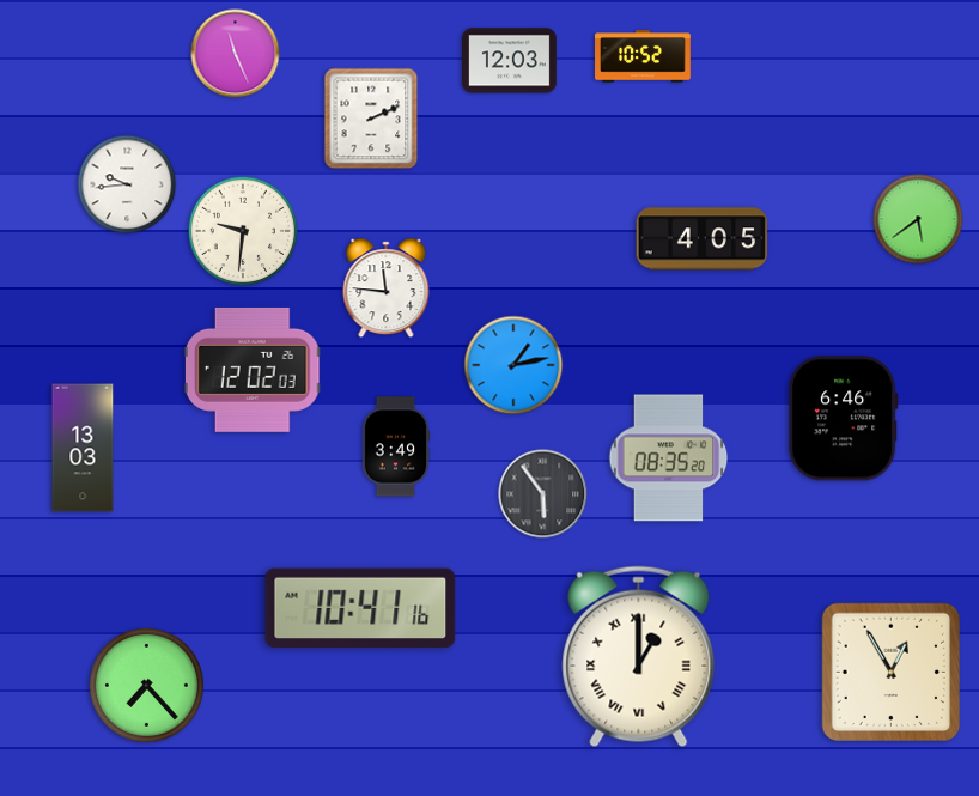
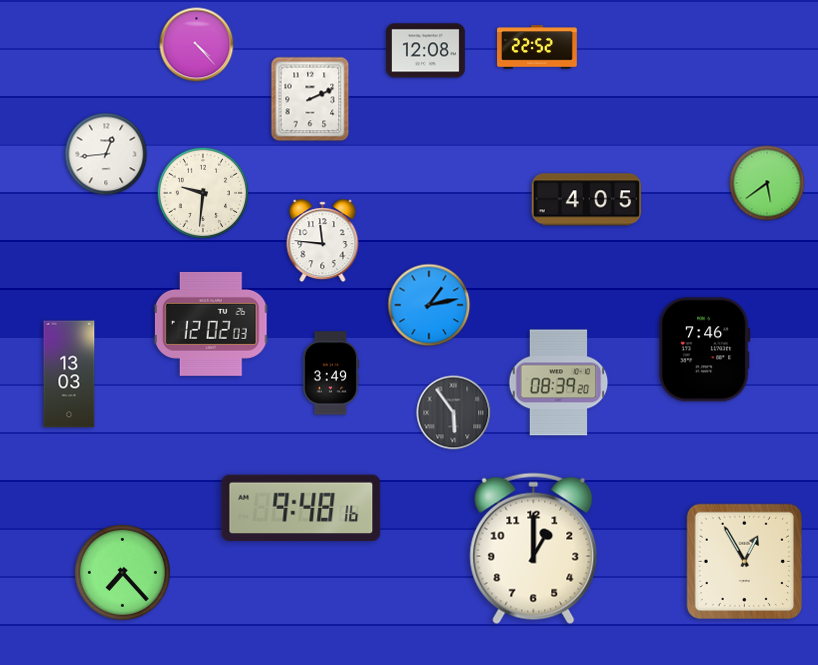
clock at (236, 54): 11:26 -> 4:23
clock at (643, 56): 10:52 -> 22:52
clock at (509, 61): 12:03 -> 12:08
clock at (127, 184): 9:44 -> 12:44
clock at (253, 370) position: (253, 370) -> (211, 324)
clock at (843, 419): 6:46 -> 7:46
clock at (669, 458): 08:35 -> 08:39
clock at (360, 608): 10:41 -> 9:48
clock at (639, 657) numerals: Roman -> Arabic
